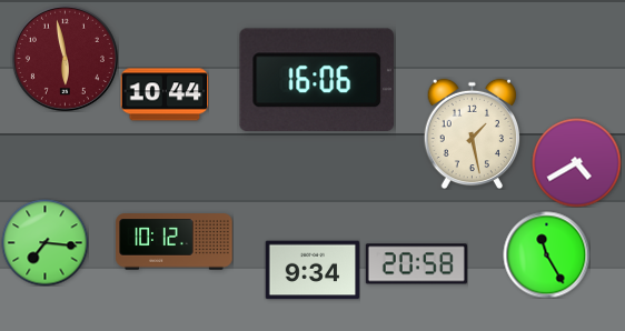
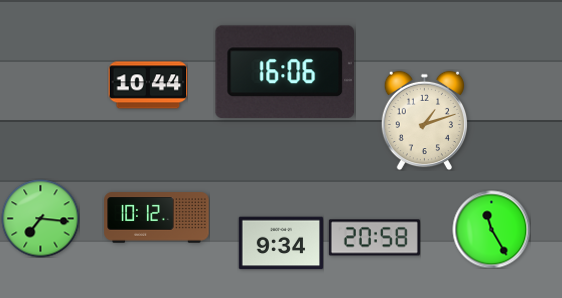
clock at (65, 58): 5:58 -> none
clock at (472, 133): 1:28 -> 1:12
clock at (576, 162): 4:40 -> none
